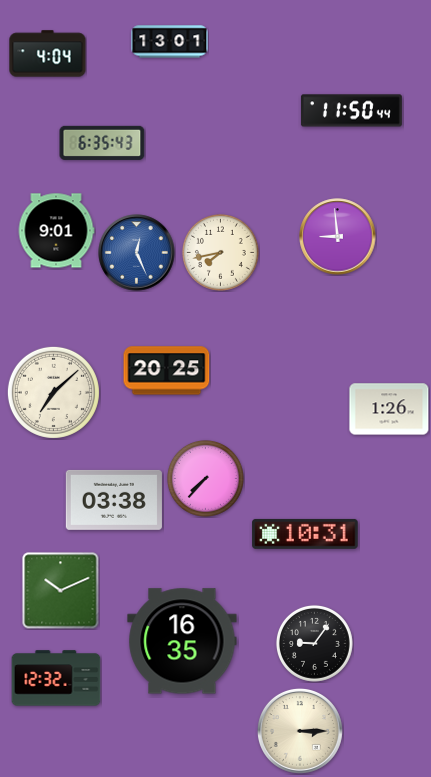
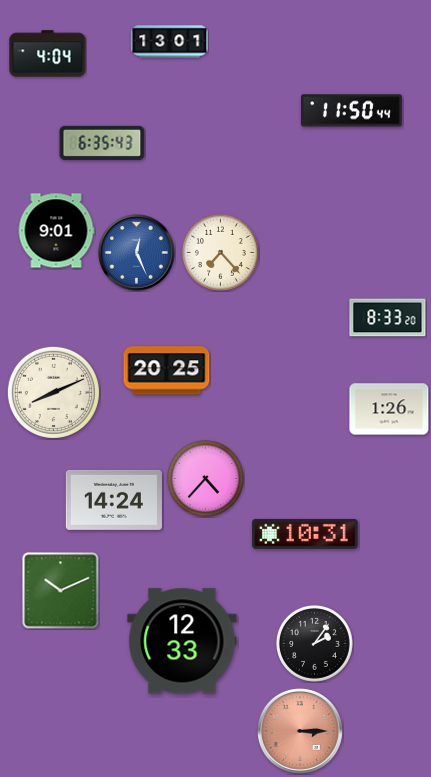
clock at (338, 237): 8:59 -> none
clock at (220, 252): 7:43 -> 7:23
clock at (388, 318): none -> 8:33
clock at (53, 392): 7:08 -> 8:11
clock at (205, 478): 7:37 -> 4:37
clock at (114, 500): 03:38 -> 14:24
clock at (182, 641): 16:35 -> 12:33
clock at (314, 643): 9:06 -> 2:06
clock at (56, 678): 12:32 -> none
clock at (300, 731) dial: cream -> salmon
